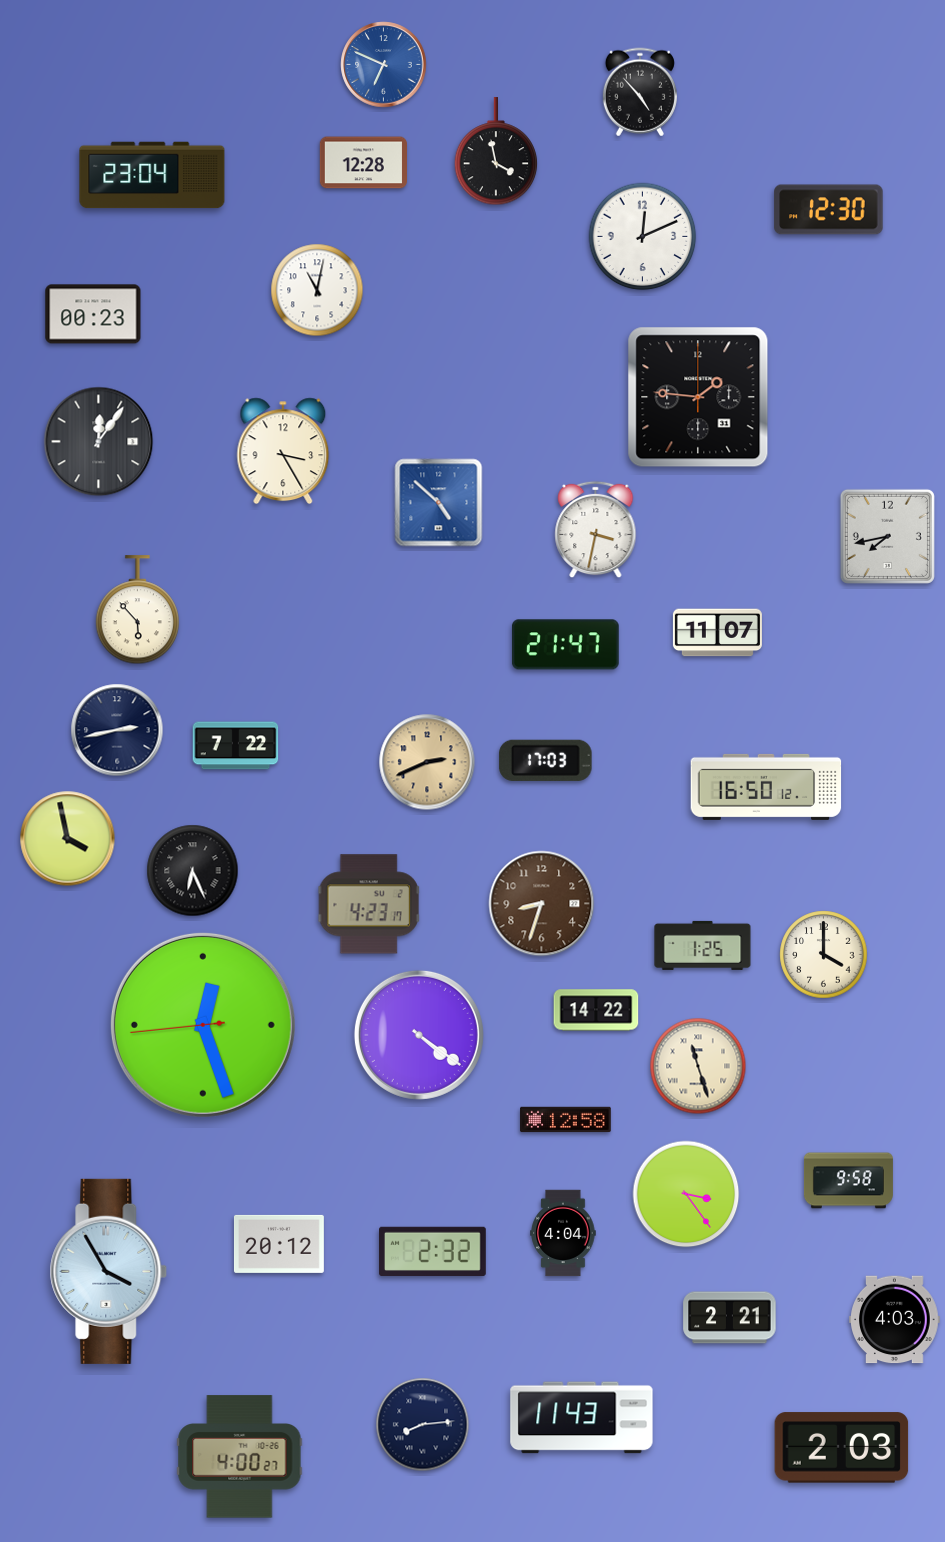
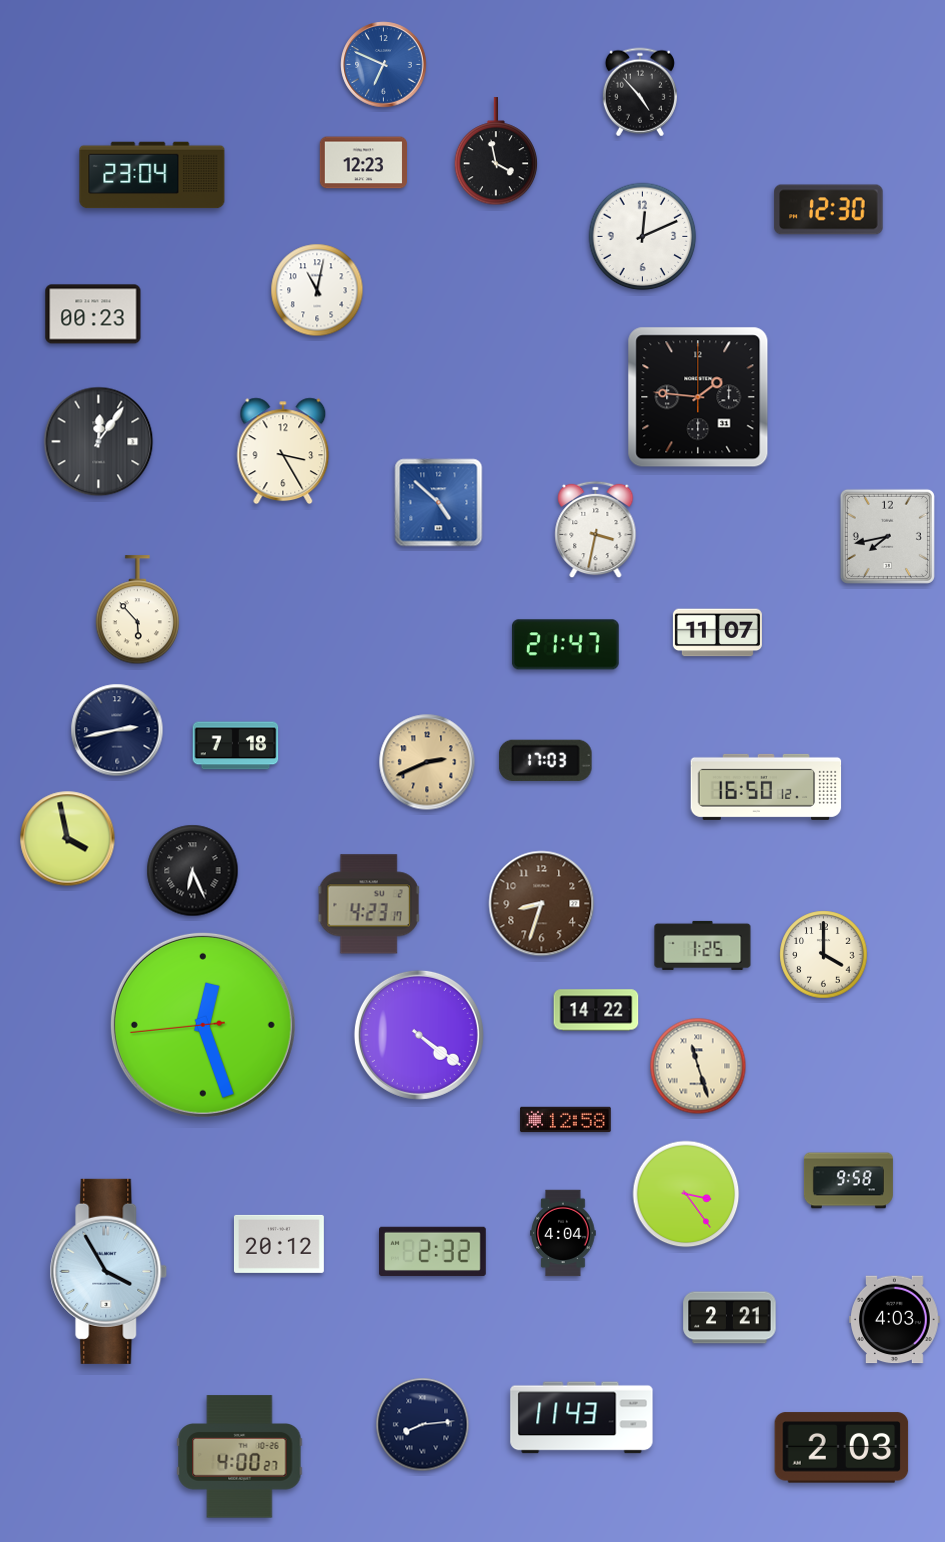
clock at (363, 163): 12:28 -> 12:23
clock at (236, 746): 7:22 -> 7:18
